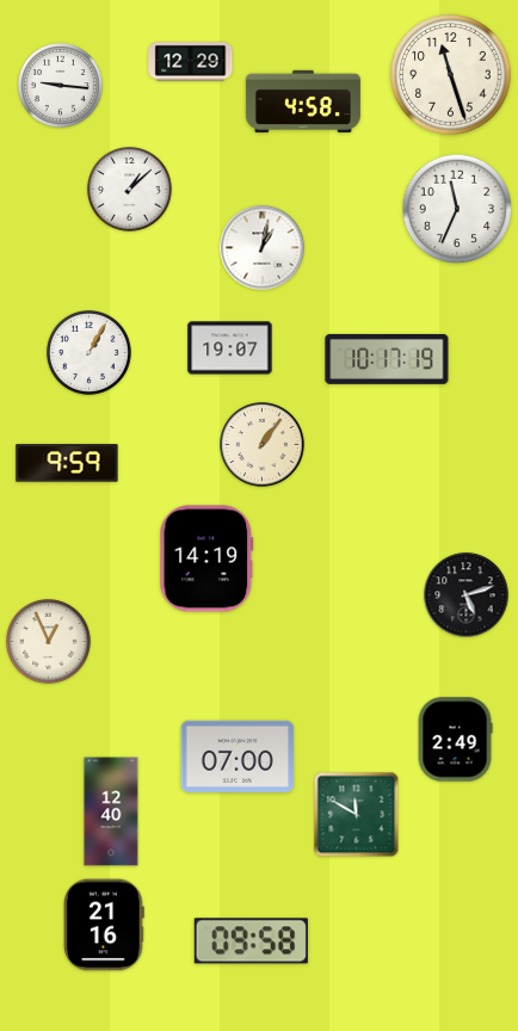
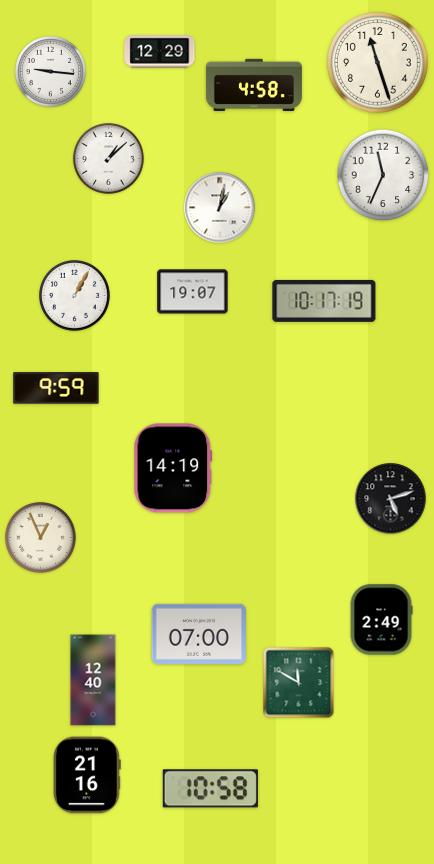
clock at (263, 445): 1:06 -> none
clock at (251, 942): 09:58 -> 10:58
